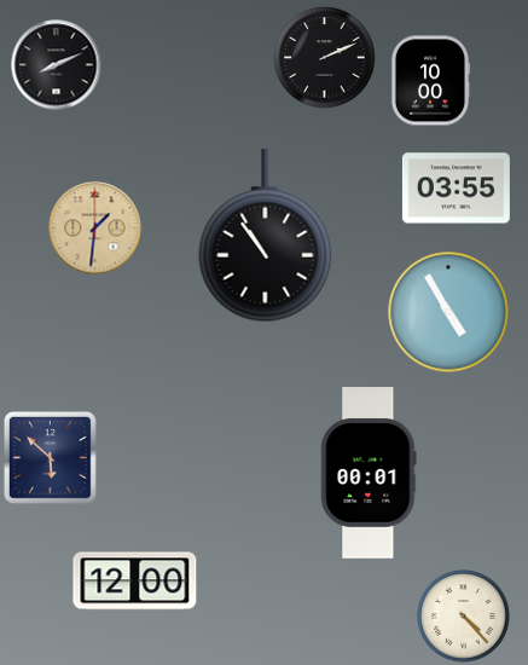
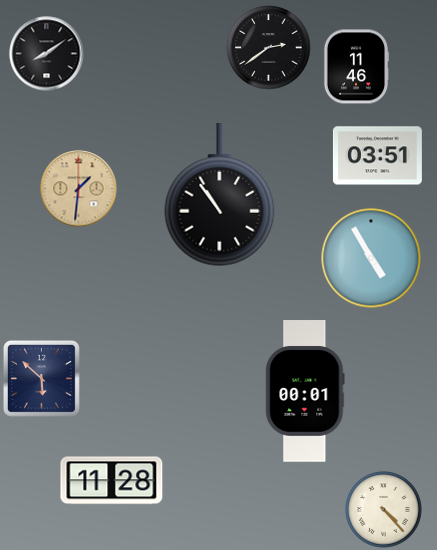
clock at (325, 58): 2:11 -> 2:39
clock at (57, 65): 8:11 -> 8:09
clock at (430, 81): 10:00 -> 11:46
clock at (456, 189): 03:55 -> 03:51
clock at (135, 582): 12:00 -> 11:28
